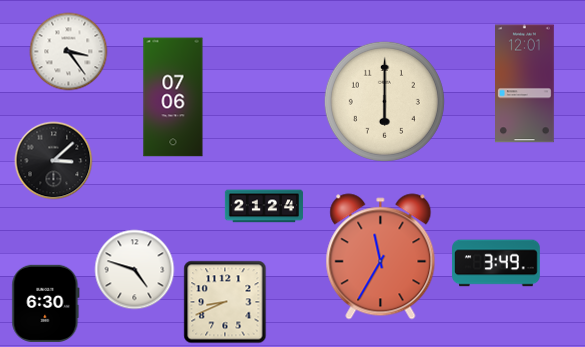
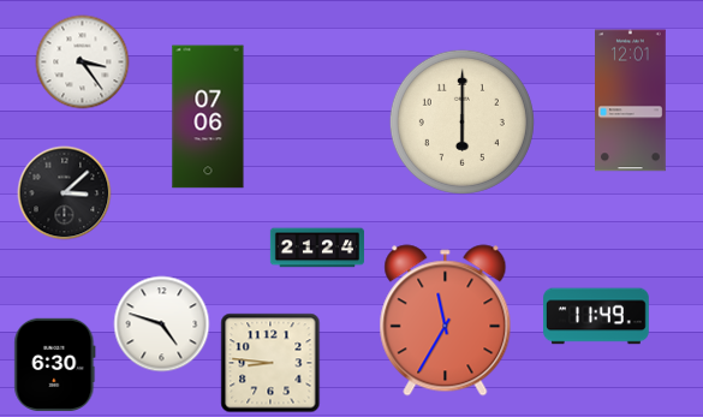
clock at (381, 257) position: (381, 257) -> (446, 321)
clock at (496, 263): 3:49 -> 11:49
clock at (225, 302): 8:41 -> 8:46
